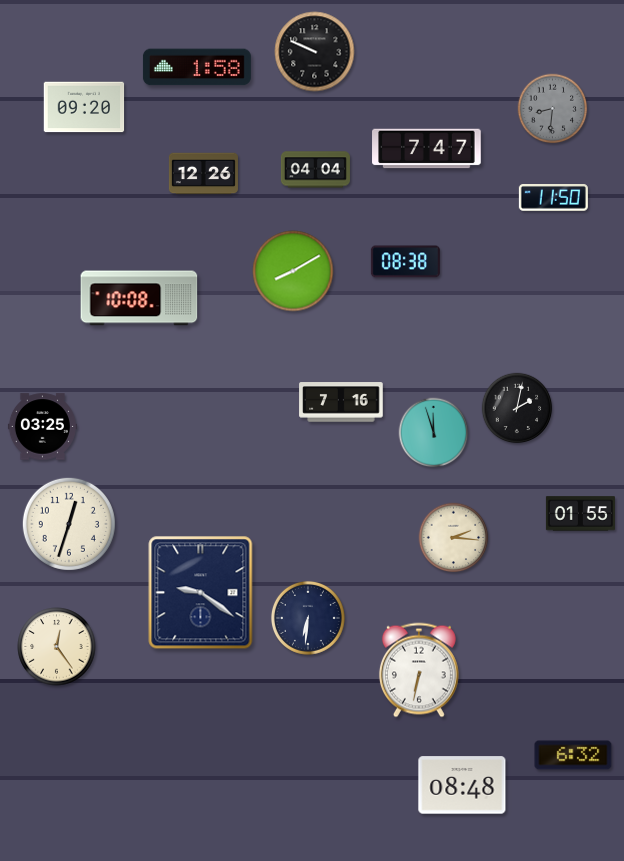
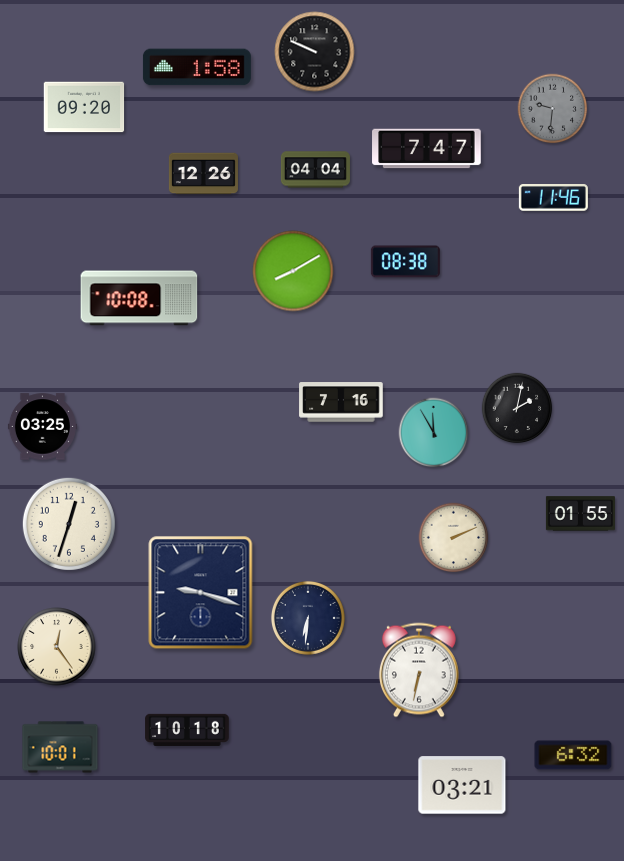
clock at (553, 109): 8:31 -> 9:31
clock at (553, 198): 11:50 -> 11:46
clock at (434, 433): 11:57 -> 11:55
clock at (454, 538): 2:16 -> 2:11
clock at (201, 593): 9:21 -> 9:18
clock at (187, 729): none -> 10:18
clock at (60, 747): none -> 10:01
clock at (462, 785): 08:48 -> 03:21
